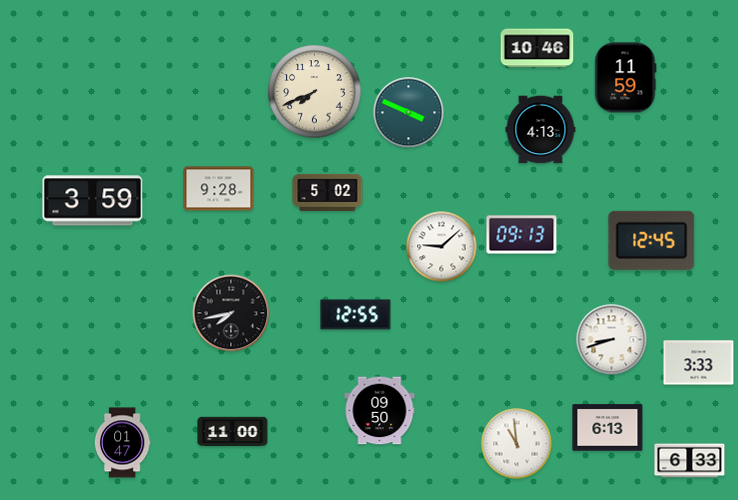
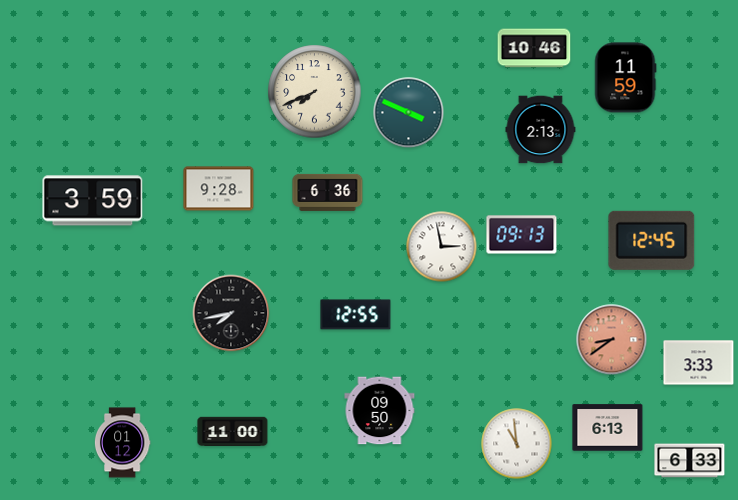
clock at (537, 48) position: (537, 48) -> (534, 48)
clock at (541, 130): 4:13 -> 2:13
clock at (328, 192): 5:02 -> 6:36
clock at (442, 247): 9:08 -> 2:58
clock at (612, 340): 8:42 -> 8:39
clock at (612, 340) dial: white -> salmon
clock at (122, 443): 01:47 -> 01:12
